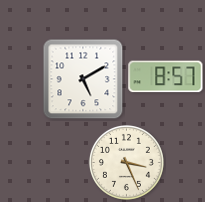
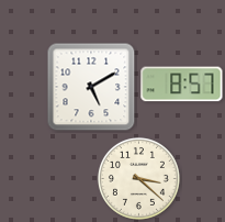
clock at (126, 162): 3:26 -> 3:22
